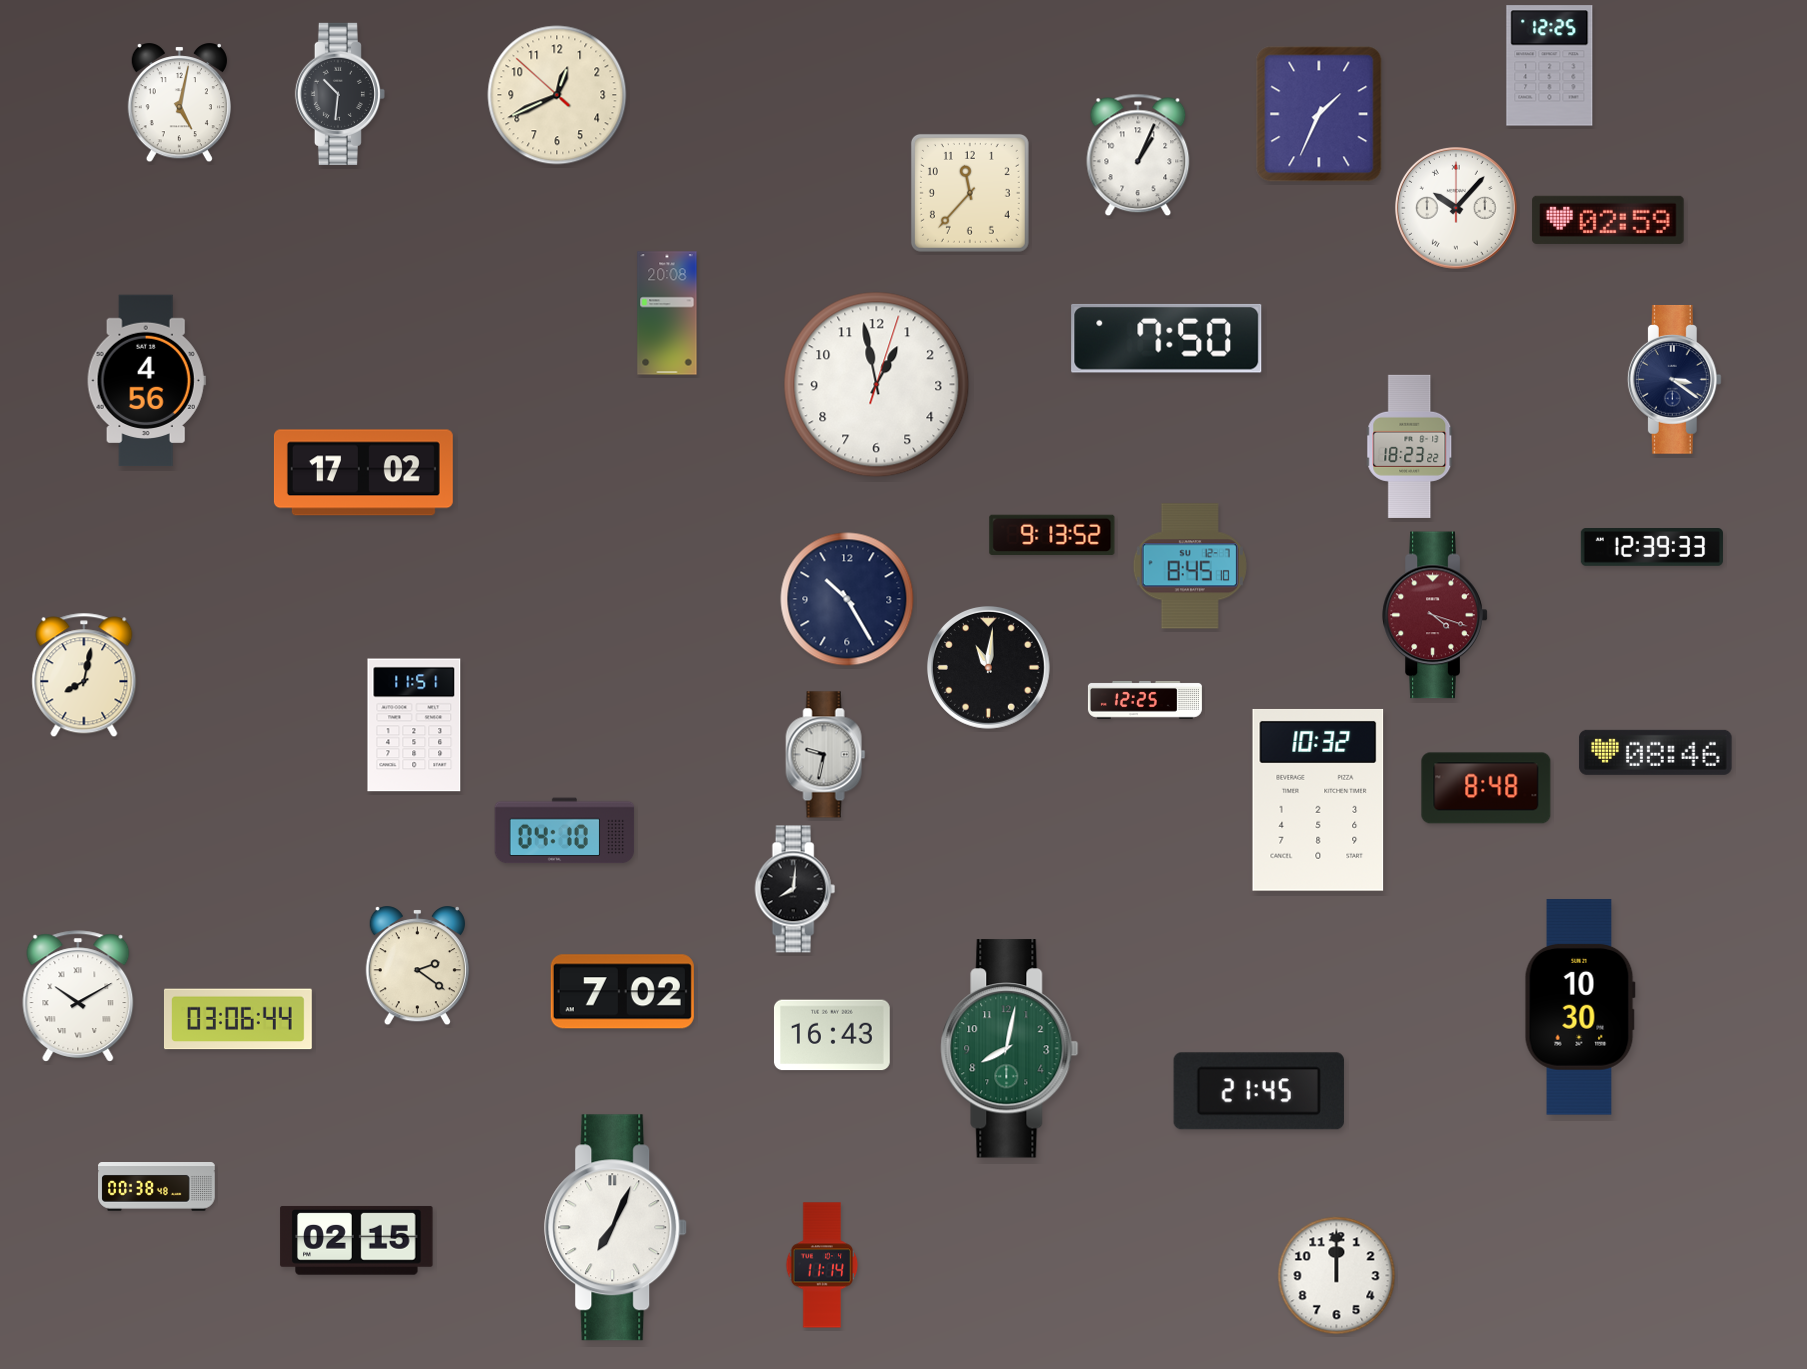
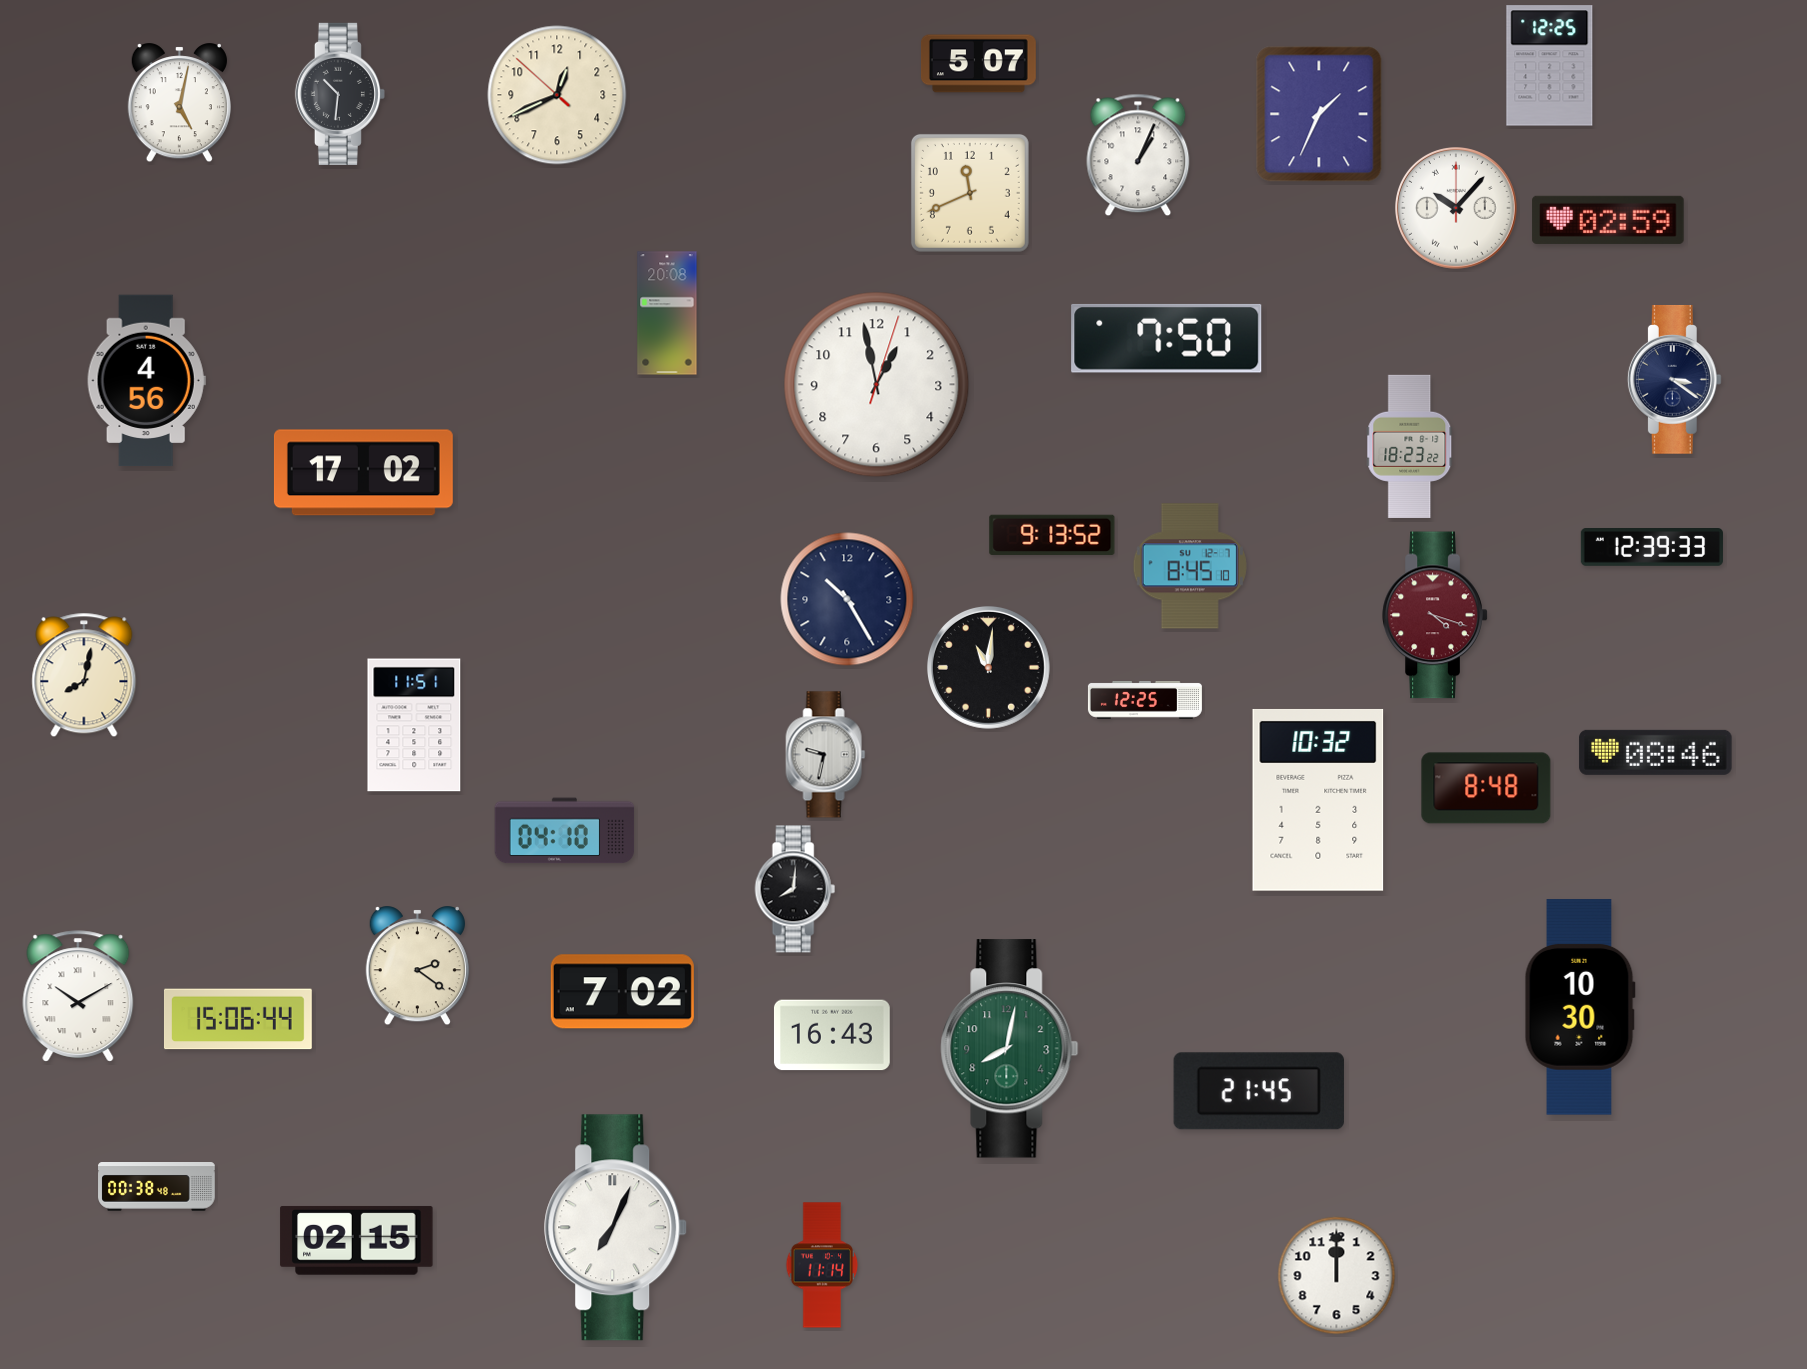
clock at (978, 64): none -> 5:07
clock at (970, 193): 11:37 -> 11:41
clock at (238, 1019): 03:06 -> 15:06
